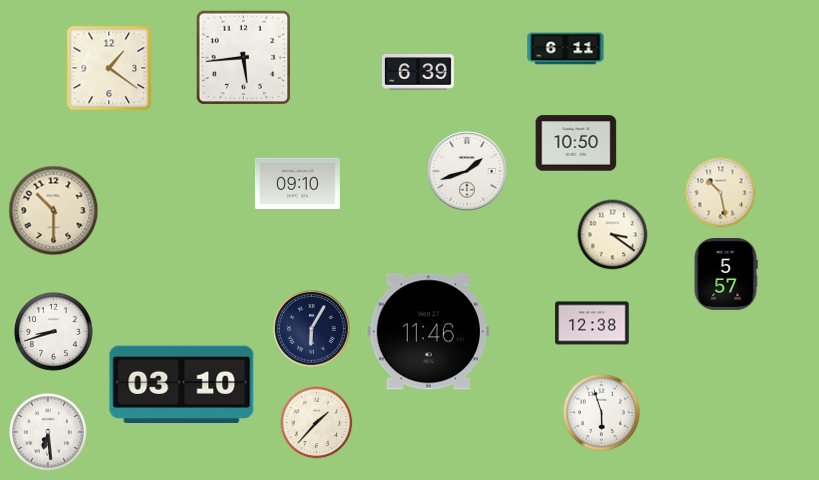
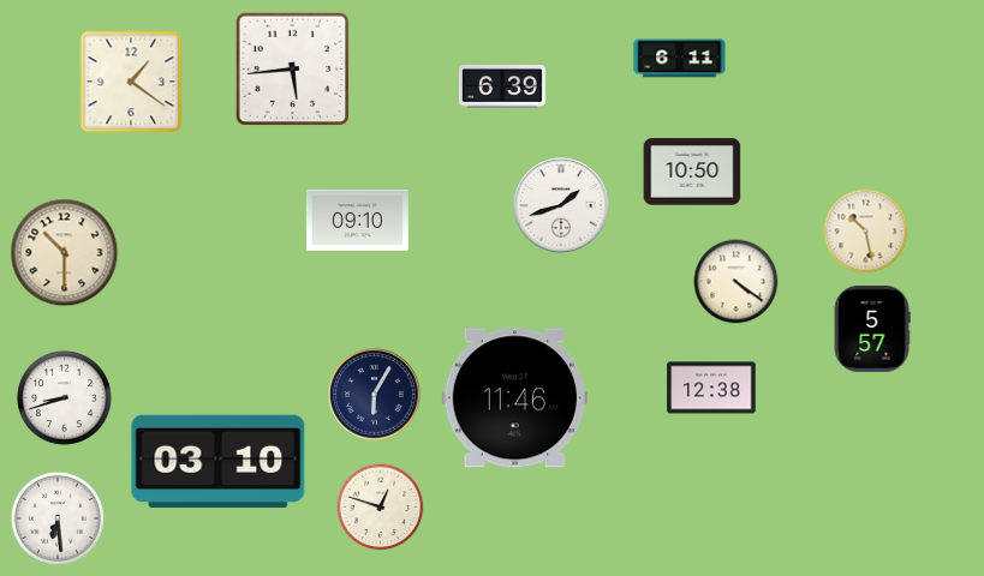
clock at (613, 235): 3:21 -> 4:21
clock at (601, 412): 5:57 -> none
clock at (317, 423): 1:37 -> 12:48
